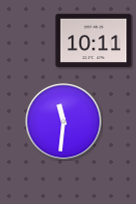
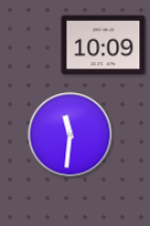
clock at (94, 41): 10:11 -> 10:09
